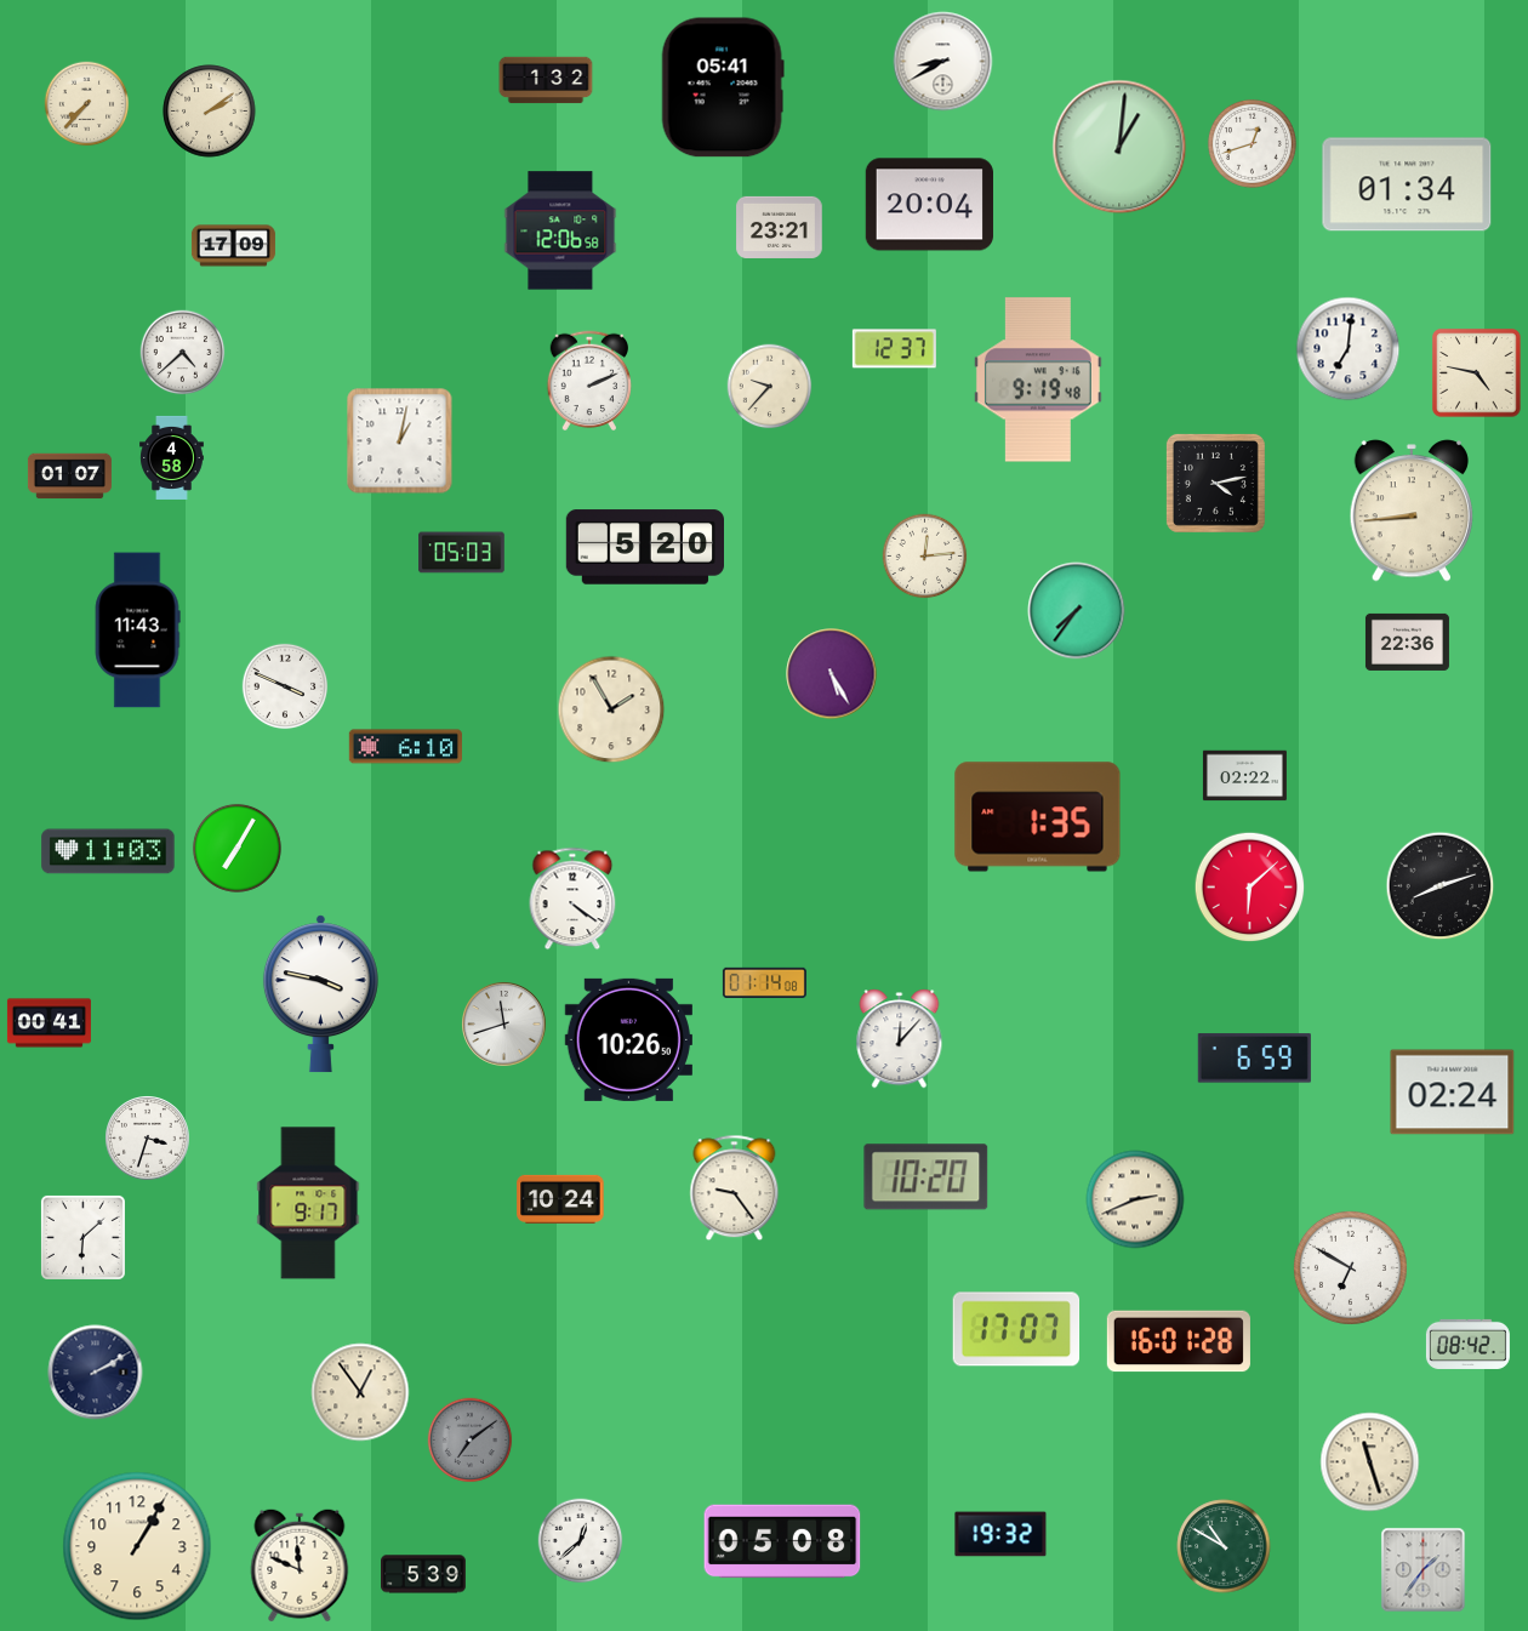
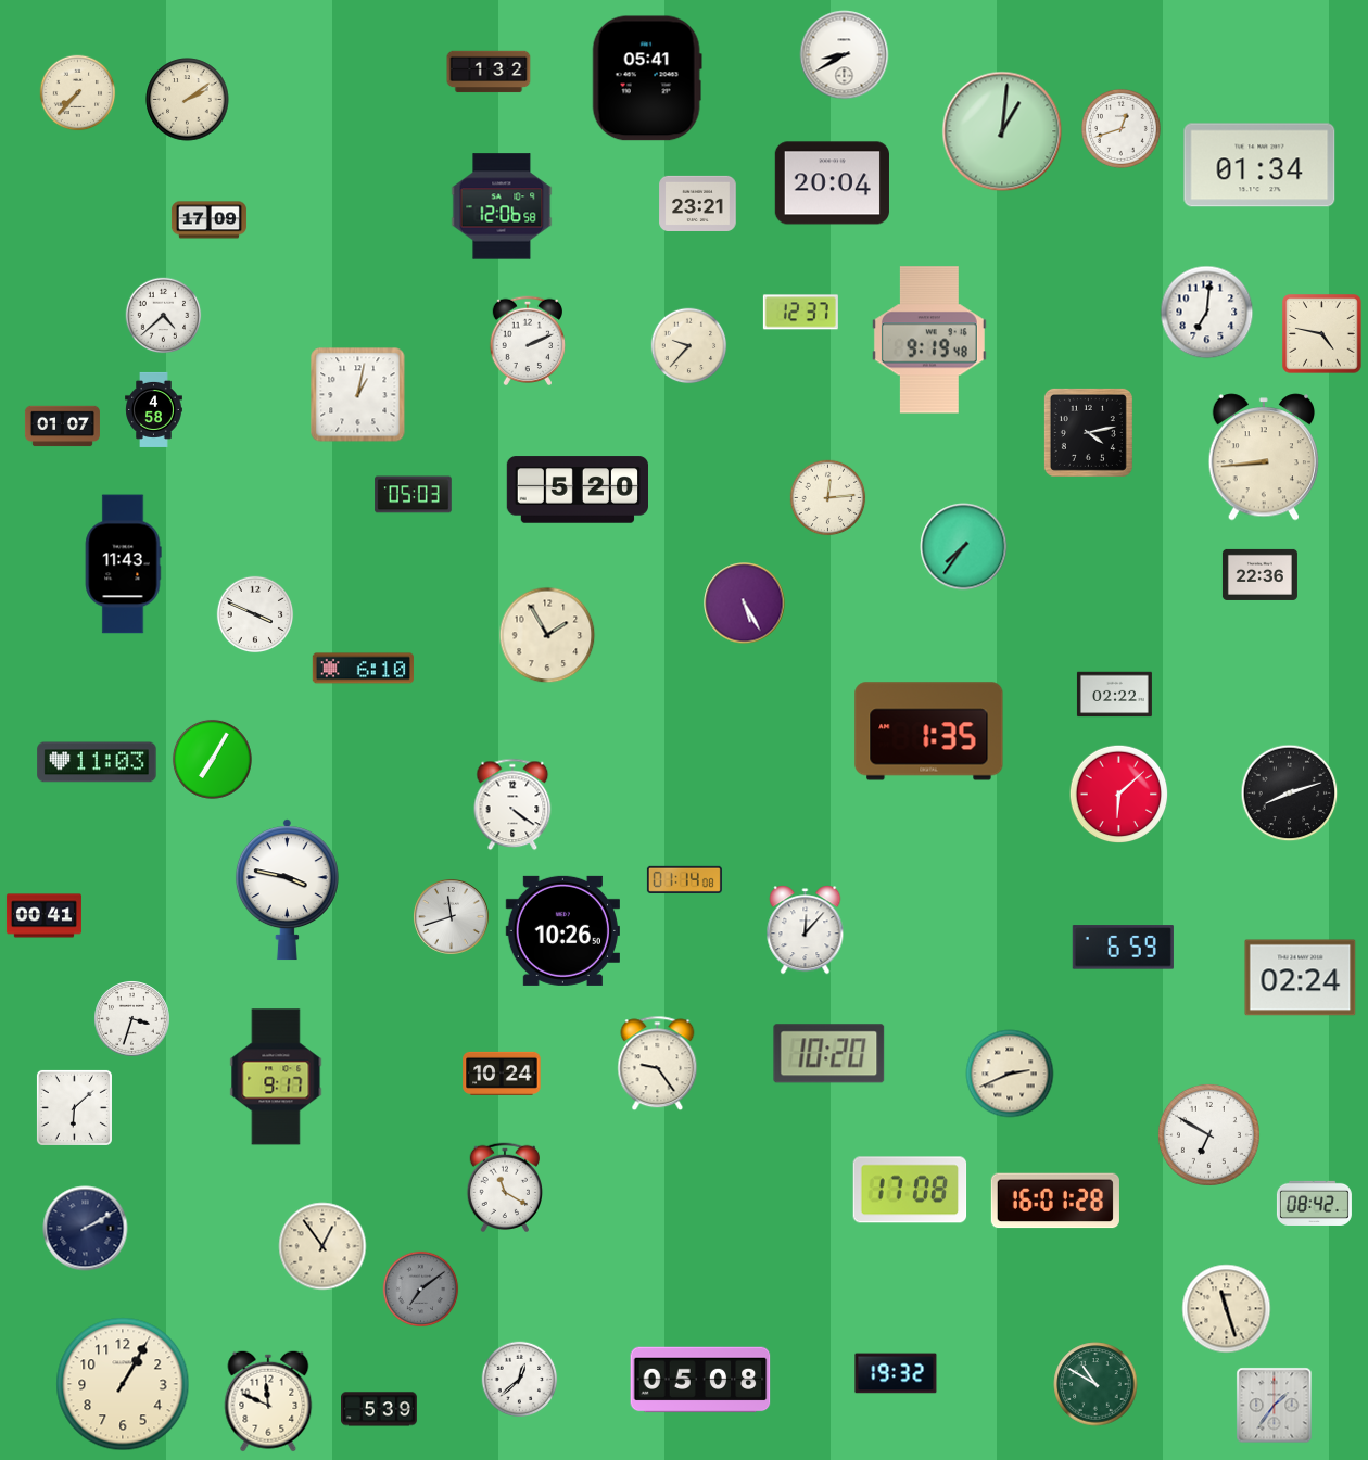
clock at (1135, 1199) position: (1135, 1199) -> (1010, 1074)
clock at (505, 1186): none -> 11:20
clock at (1016, 1329): 17:07 -> 17:08
